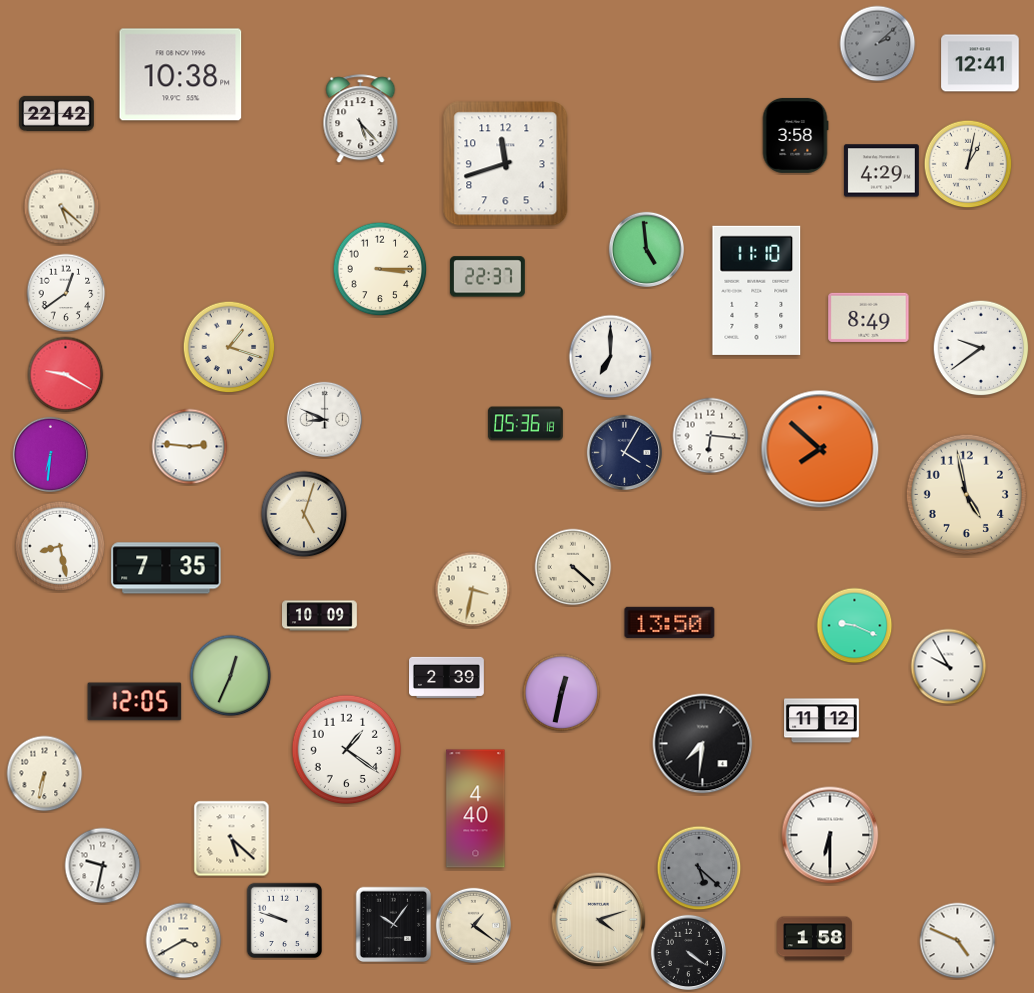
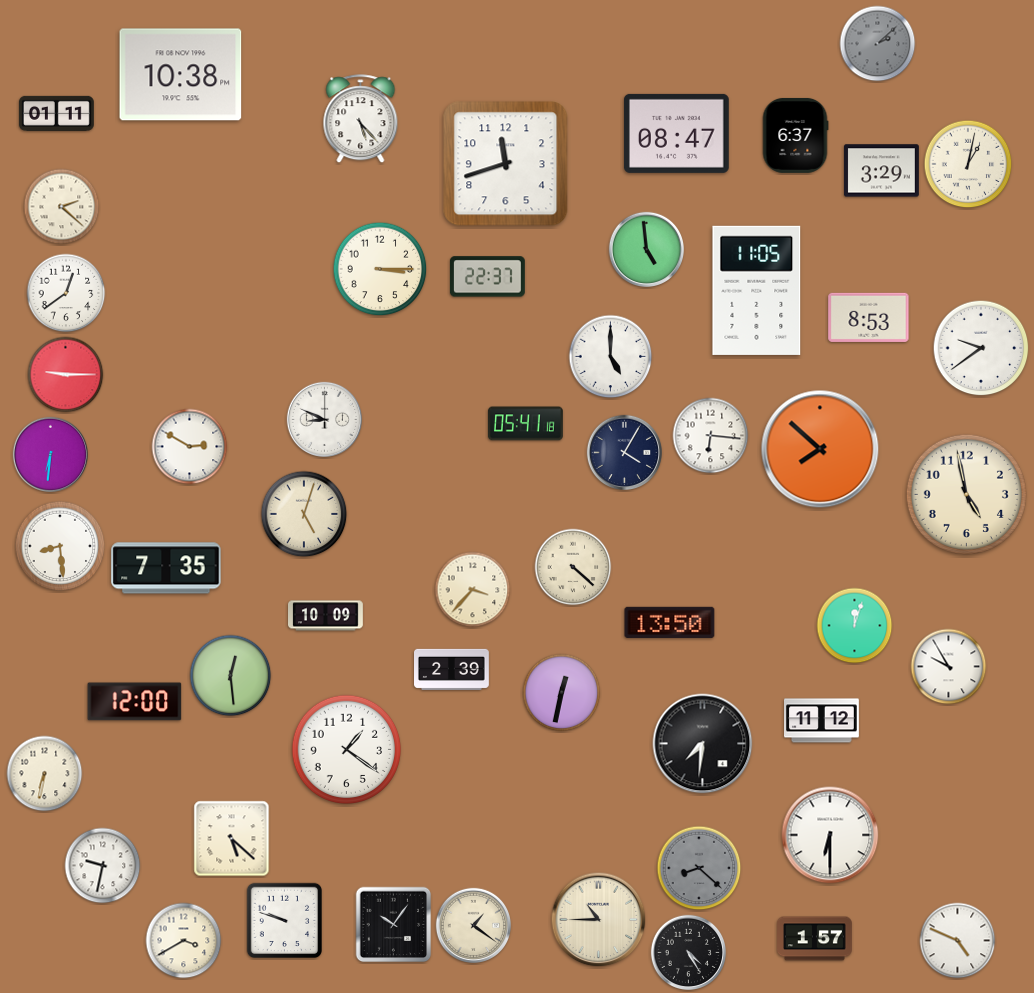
clock at (980, 63): 12:41 -> none
clock at (56, 113): 22:42 -> 01:11
clock at (676, 133): none -> 08:47
clock at (795, 136): 3:58 -> 6:37
clock at (882, 171): 4:29 -> 3:29
clock at (62, 207): 5:22 -> 2:22
clock at (757, 290): 11:10 -> 11:05
clock at (869, 317): 8:49 -> 8:53
clock at (229, 347): 1:18 -> none
clock at (611, 357): 7:00 -> 5:00
clock at (66, 375): 9:20 -> 9:15
clock at (526, 424): 05:36 -> 05:41
clock at (190, 447): 2:46 -> 2:50
clock at (60, 546): 8:28 -> 8:29
clock at (473, 590): 3:32 -> 3:37
clock at (320, 616) position: (320, 616) -> (326, 616)
clock at (855, 626): 9:19 -> 12:03
clock at (231, 676): 12:34 -> 12:29
clock at (447, 677) position: (447, 677) -> (452, 669)
clock at (135, 702): 12:05 -> 12:00
clock at (476, 809): 4:40 -> none
clock at (699, 868): 5:22 -> 8:22
clock at (599, 920): 4:12 -> 10:45
clock at (815, 939): 1:58 -> 1:57
clock at (688, 952): 4:21 -> 4:25
